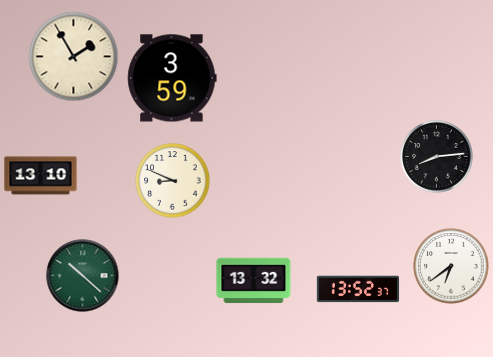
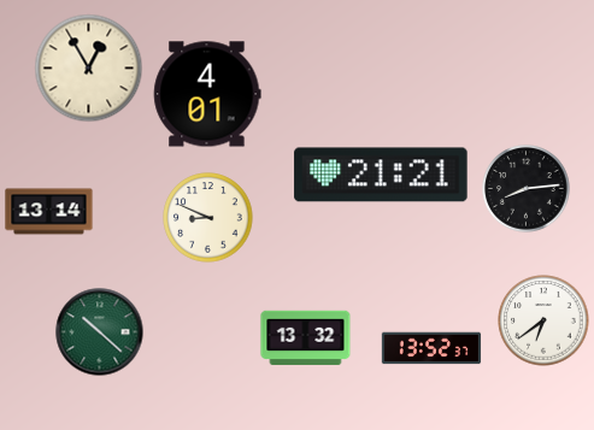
clock at (74, 57): 1:55 -> 12:55
clock at (172, 78): 3:59 -> 4:01
clock at (381, 175): none -> 21:21
clock at (41, 176): 13:10 -> 13:14
